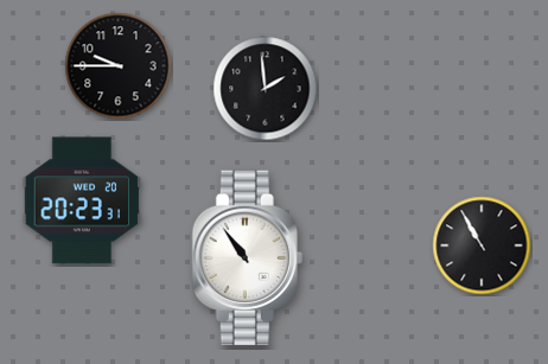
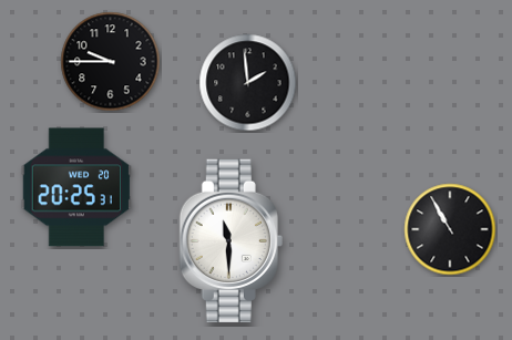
clock at (82, 200): 20:23 -> 20:25
clock at (247, 258): 10:54 -> 11:30
